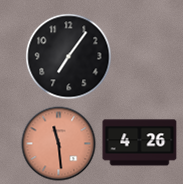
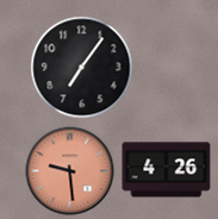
clock at (59, 144): 11:29 -> 9:29
